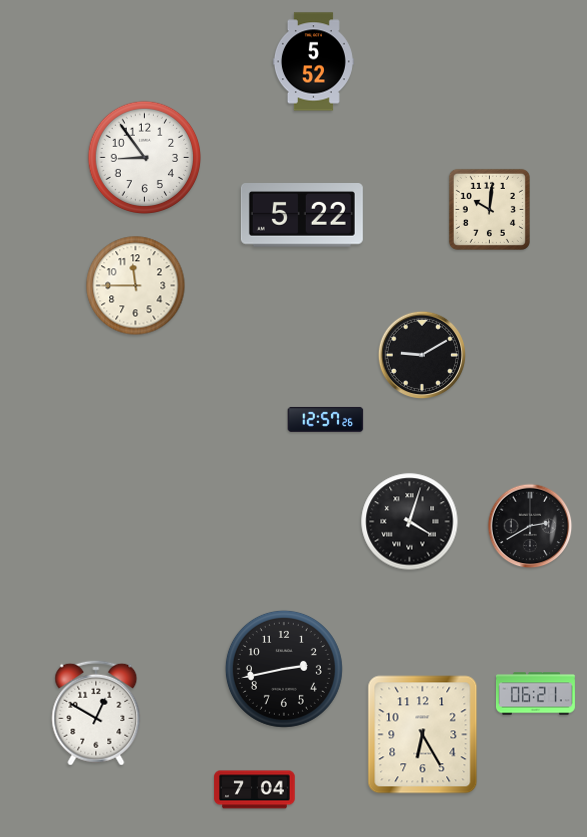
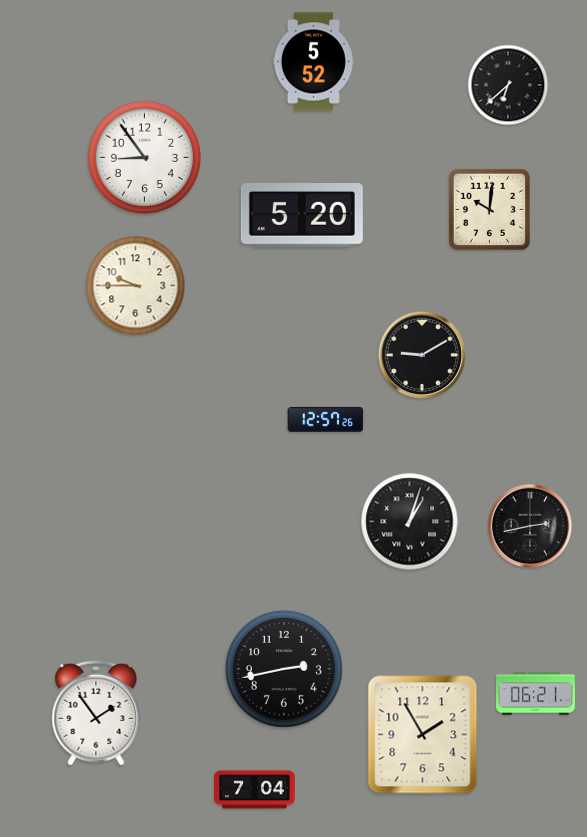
clock at (508, 85): none -> 6:38
clock at (302, 215): 5:22 -> 5:20
clock at (136, 286): 11:45 -> 9:45
clock at (410, 522): 4:03 -> 1:03
clock at (530, 526): 2:40 -> 2:43
clock at (96, 713): 12:50 -> 1:54
clock at (423, 735): 6:25 -> 1:55
